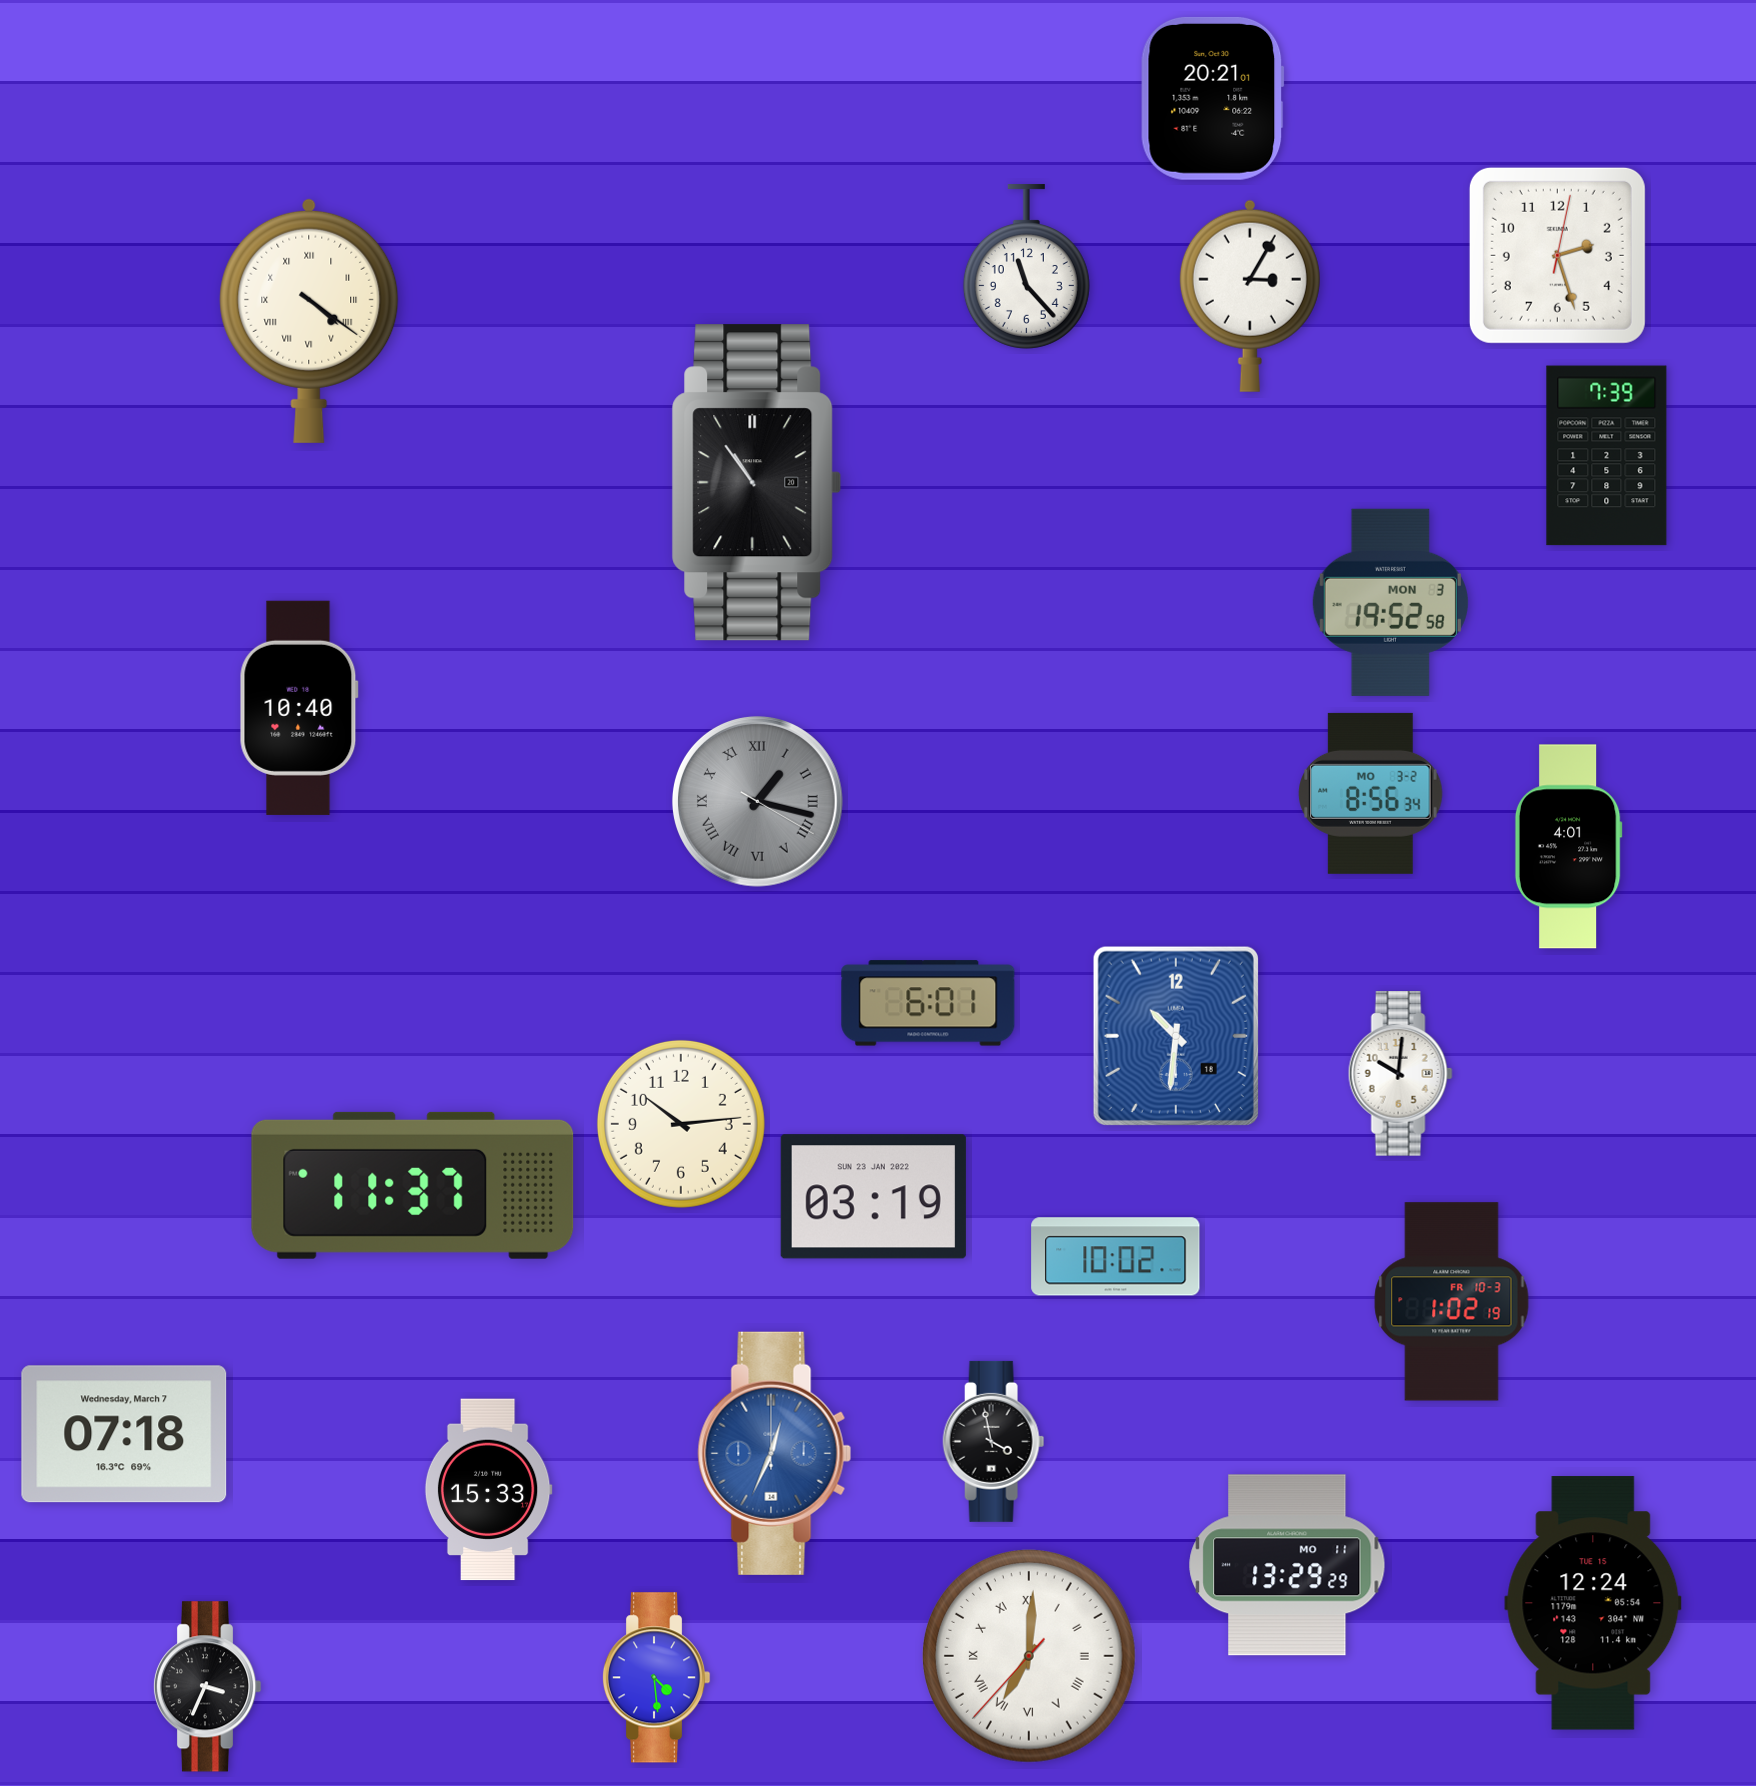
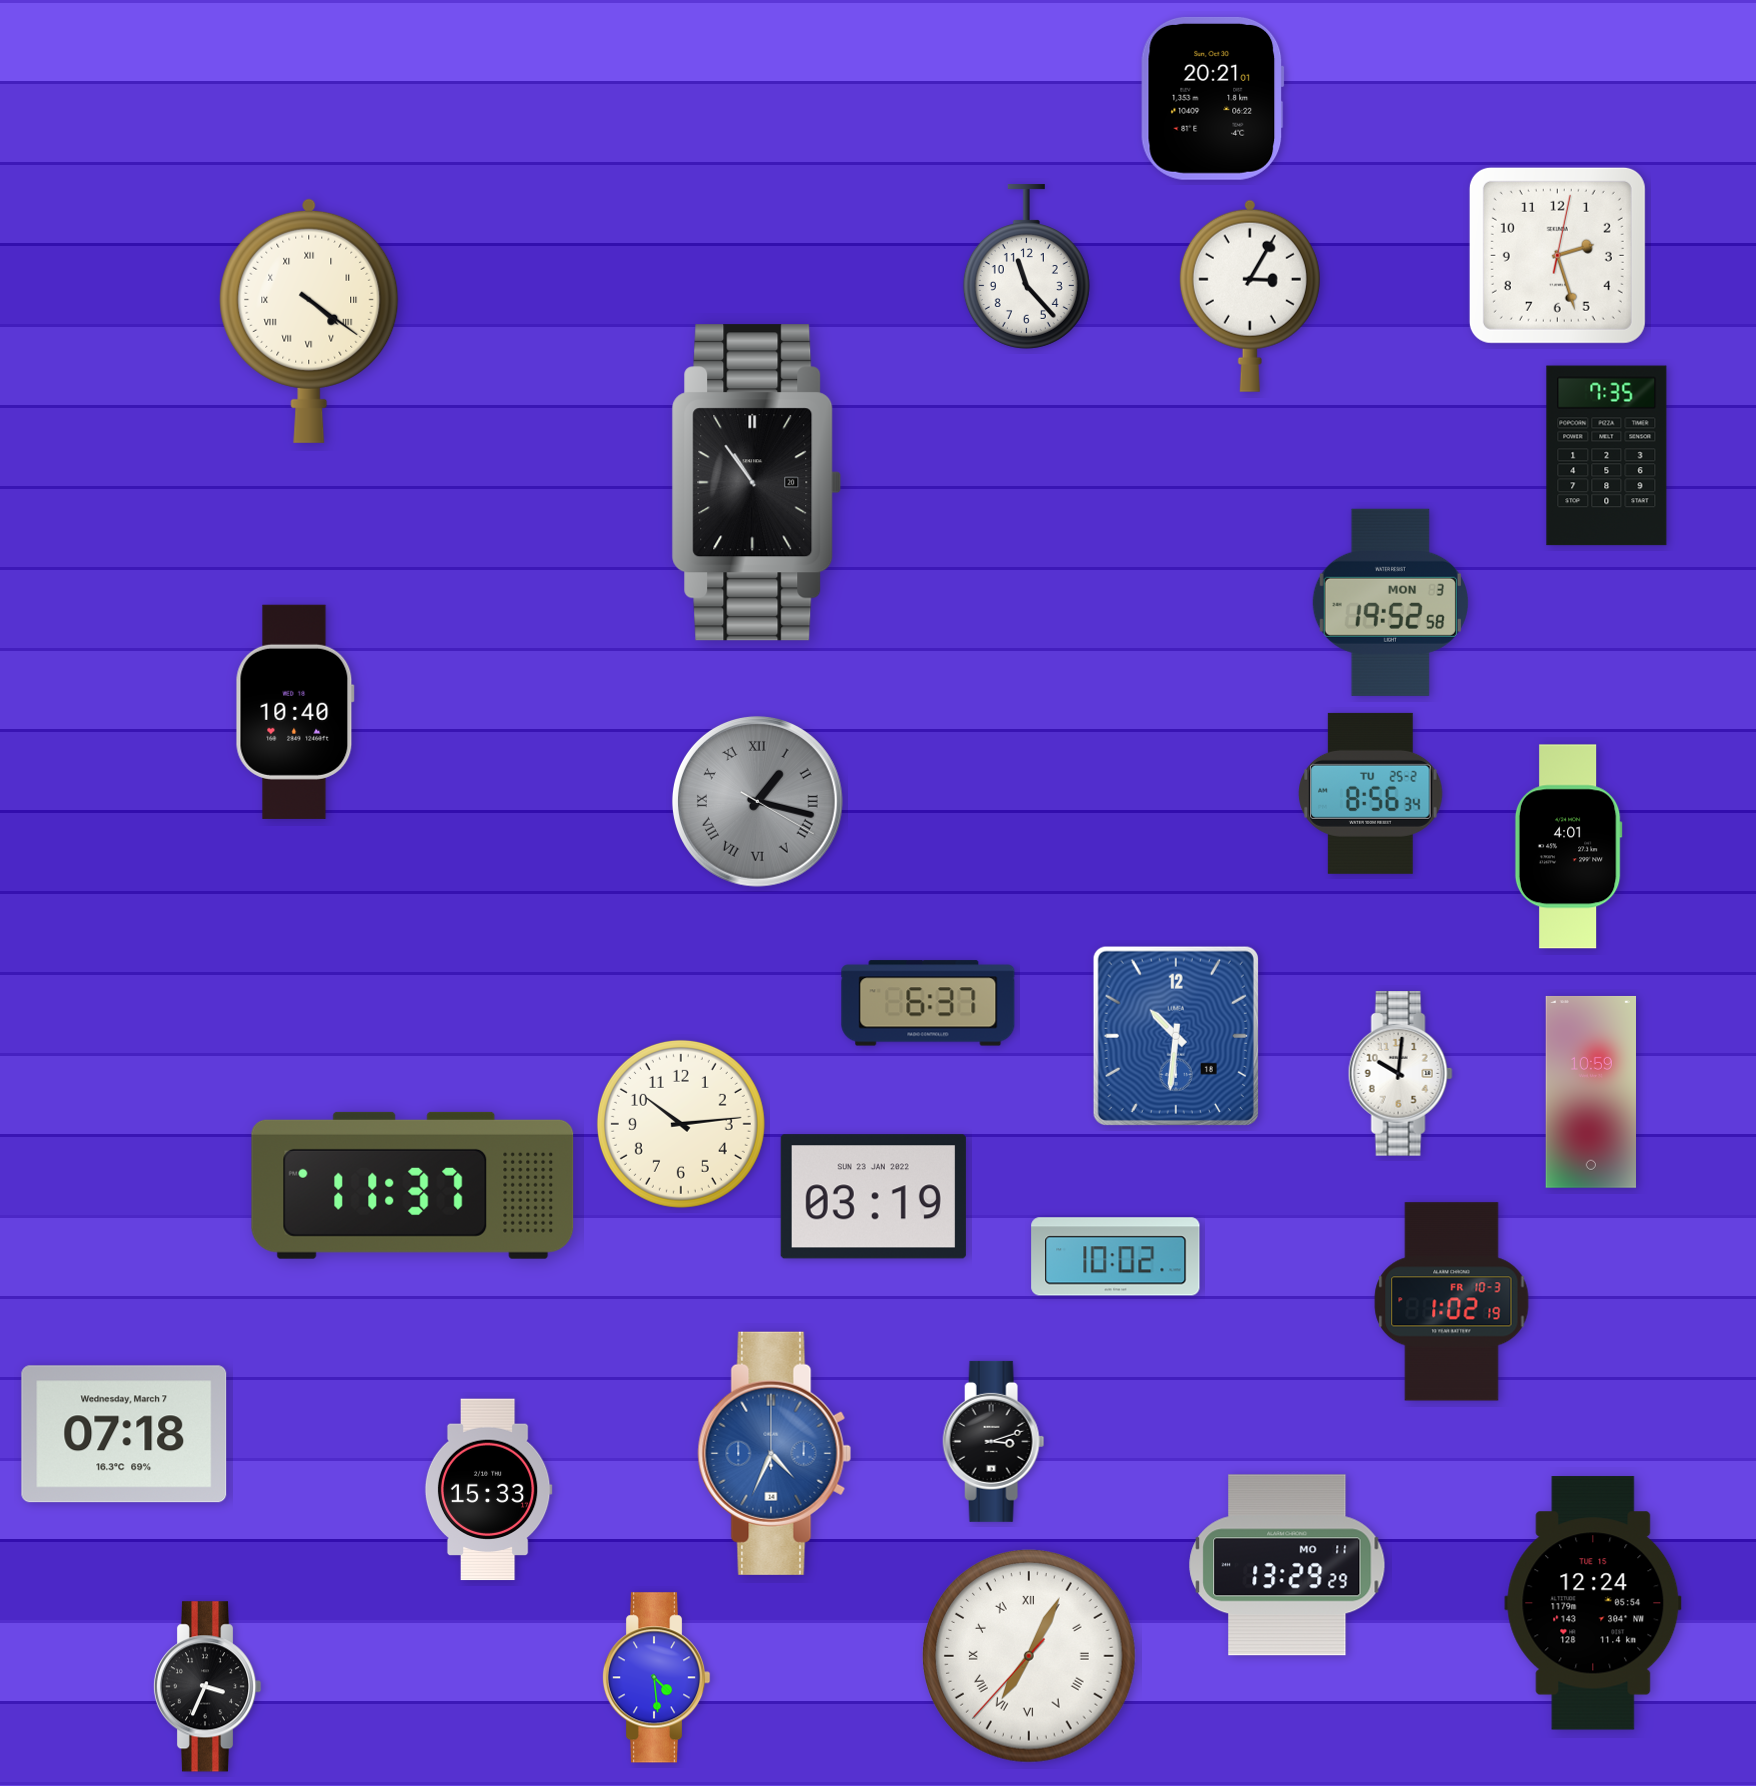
clock at (1607, 456): 7:39 -> 7:35
clock at (299, 708) position: (299, 708) -> (295, 712)
clock at (1371, 793) date: MO 3-2 -> TU 25-2
clock at (928, 1003): 6:01 -> 6:37
clock at (1590, 1092): none -> 10:59
clock at (994, 1441): 3:58 -> 3:12
clock at (775, 1453): 12:34 -> 4:34
clock at (1030, 1657): 7:00 -> 7:04
